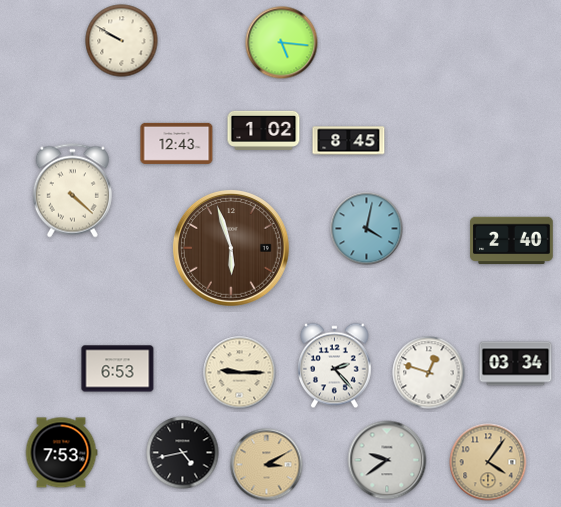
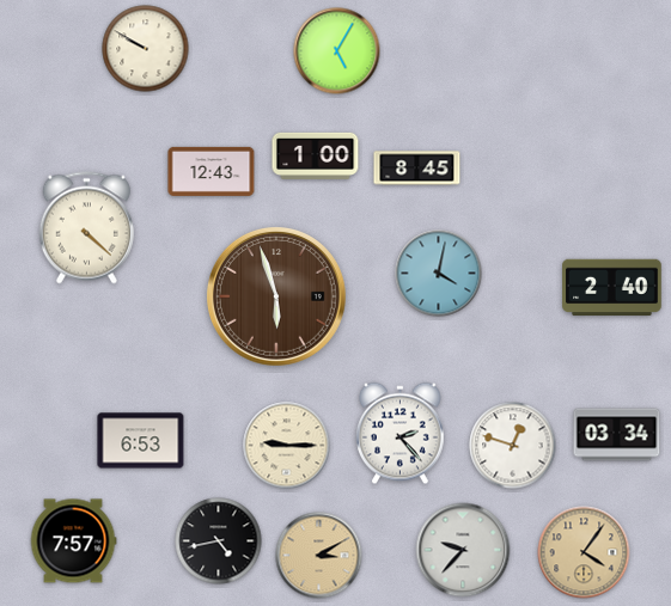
clock at (282, 43): 5:16 -> 5:05
clock at (264, 130): 1:02 -> 1:00
clock at (335, 366) position: (335, 366) -> (401, 434)
clock at (61, 453): 7:53 -> 7:57
clock at (387, 460): 9:39 -> 9:37
